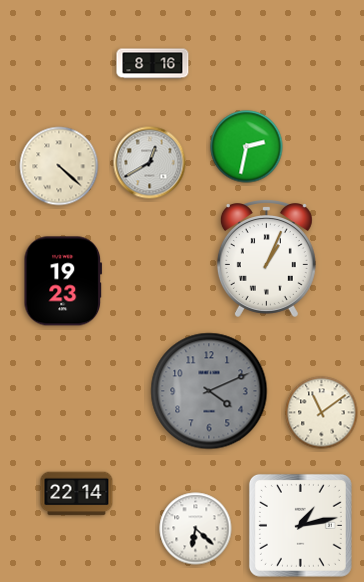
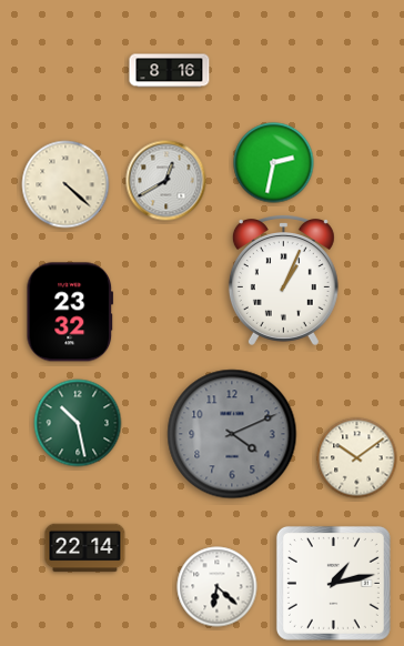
clock at (266, 259) position: (266, 259) -> (283, 281)
clock at (63, 281): 19:23 -> 23:32
clock at (78, 423): none -> 10:28
clock at (322, 413): 11:09 -> 10:09
